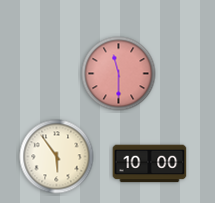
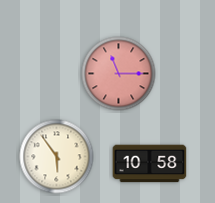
clock at (119, 74): 11:30 -> 11:15
clock at (150, 164): 10:00 -> 10:58
